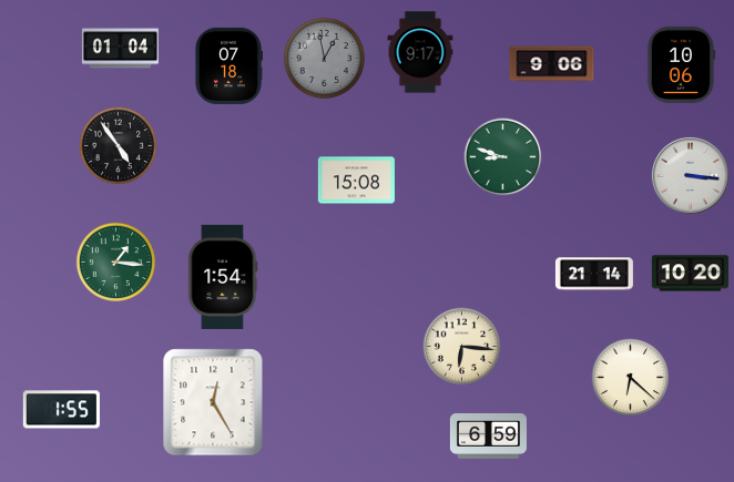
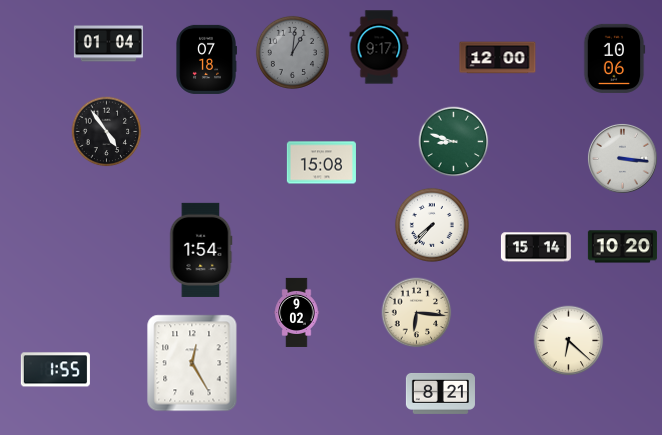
clock at (324, 58): 12:58 -> 1:01
clock at (552, 64): 9:06 -> 12:00
clock at (432, 225): none -> 7:37
clock at (116, 263): 1:16 -> none
clock at (594, 274): 21:14 -> 15:14
clock at (297, 312): none -> 9:02
clock at (488, 435): 6:59 -> 8:21
